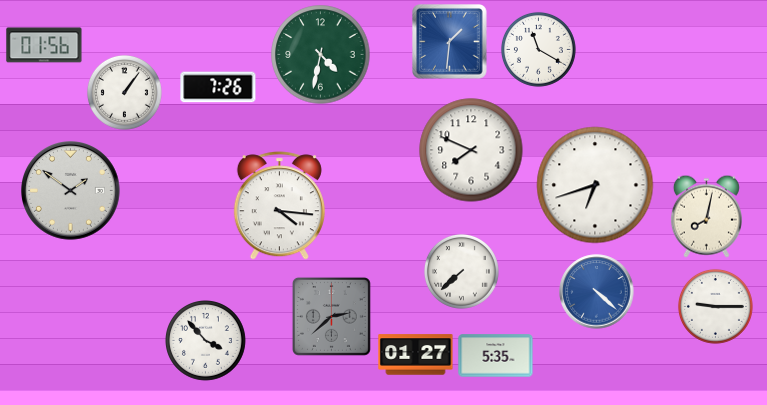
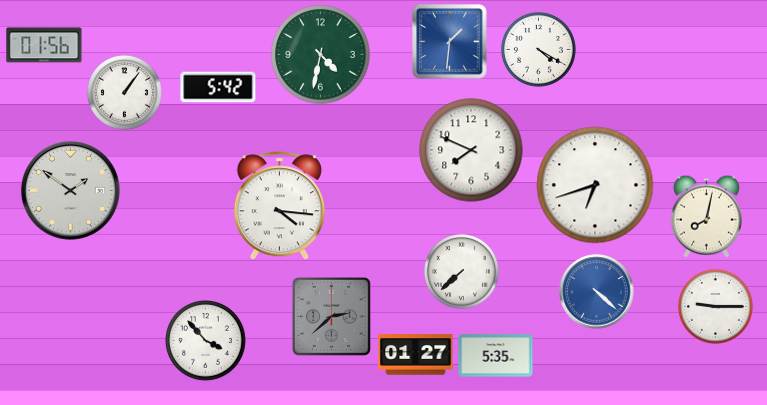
clock at (538, 49): 11:20 -> 4:20
clock at (218, 87): 7:26 -> 5:42
